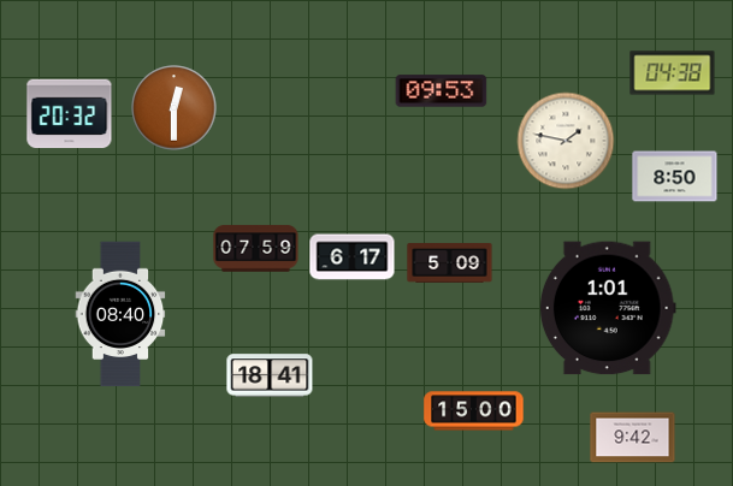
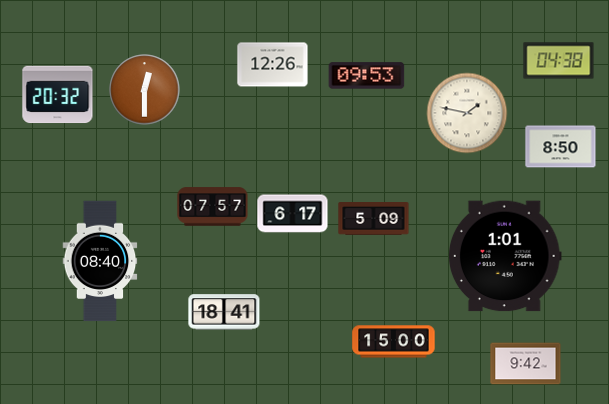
clock at (273, 65): none -> 12:26
clock at (566, 141) position: (566, 141) -> (467, 113)
clock at (256, 249): 07:59 -> 07:57
